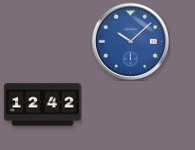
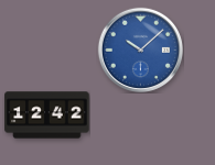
clock at (130, 41) position: (130, 41) -> (140, 50)
